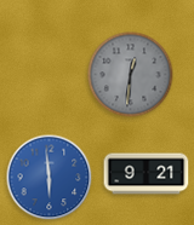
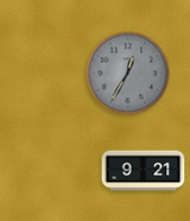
clock at (131, 75): 12:31 -> 12:35
clock at (50, 178): 5:59 -> none
